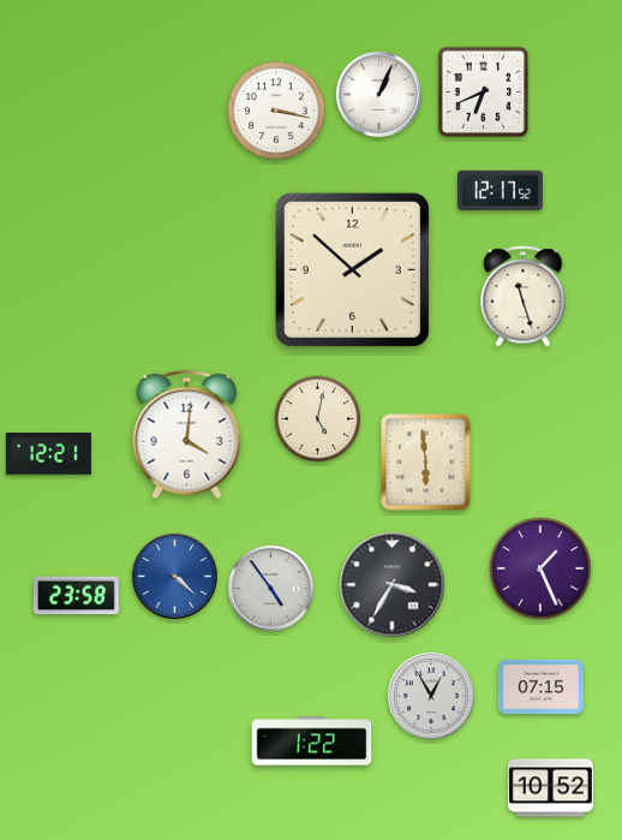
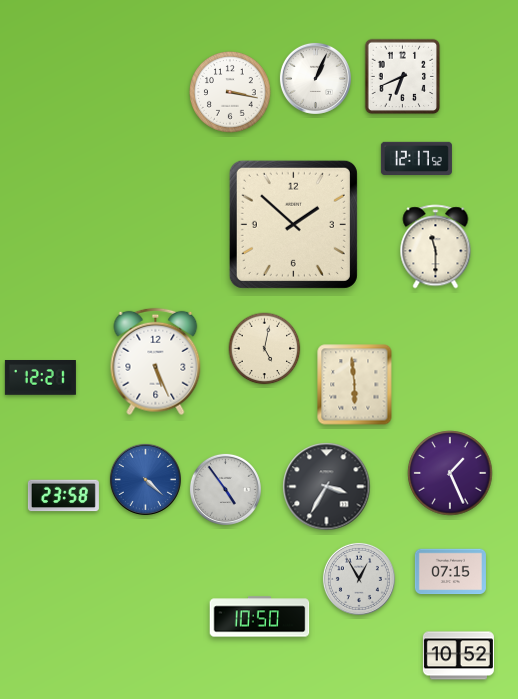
clock at (524, 297): 11:27 -> 11:30
clock at (187, 435): 4:01 -> 5:26
clock at (312, 741): 1:22 -> 10:50
